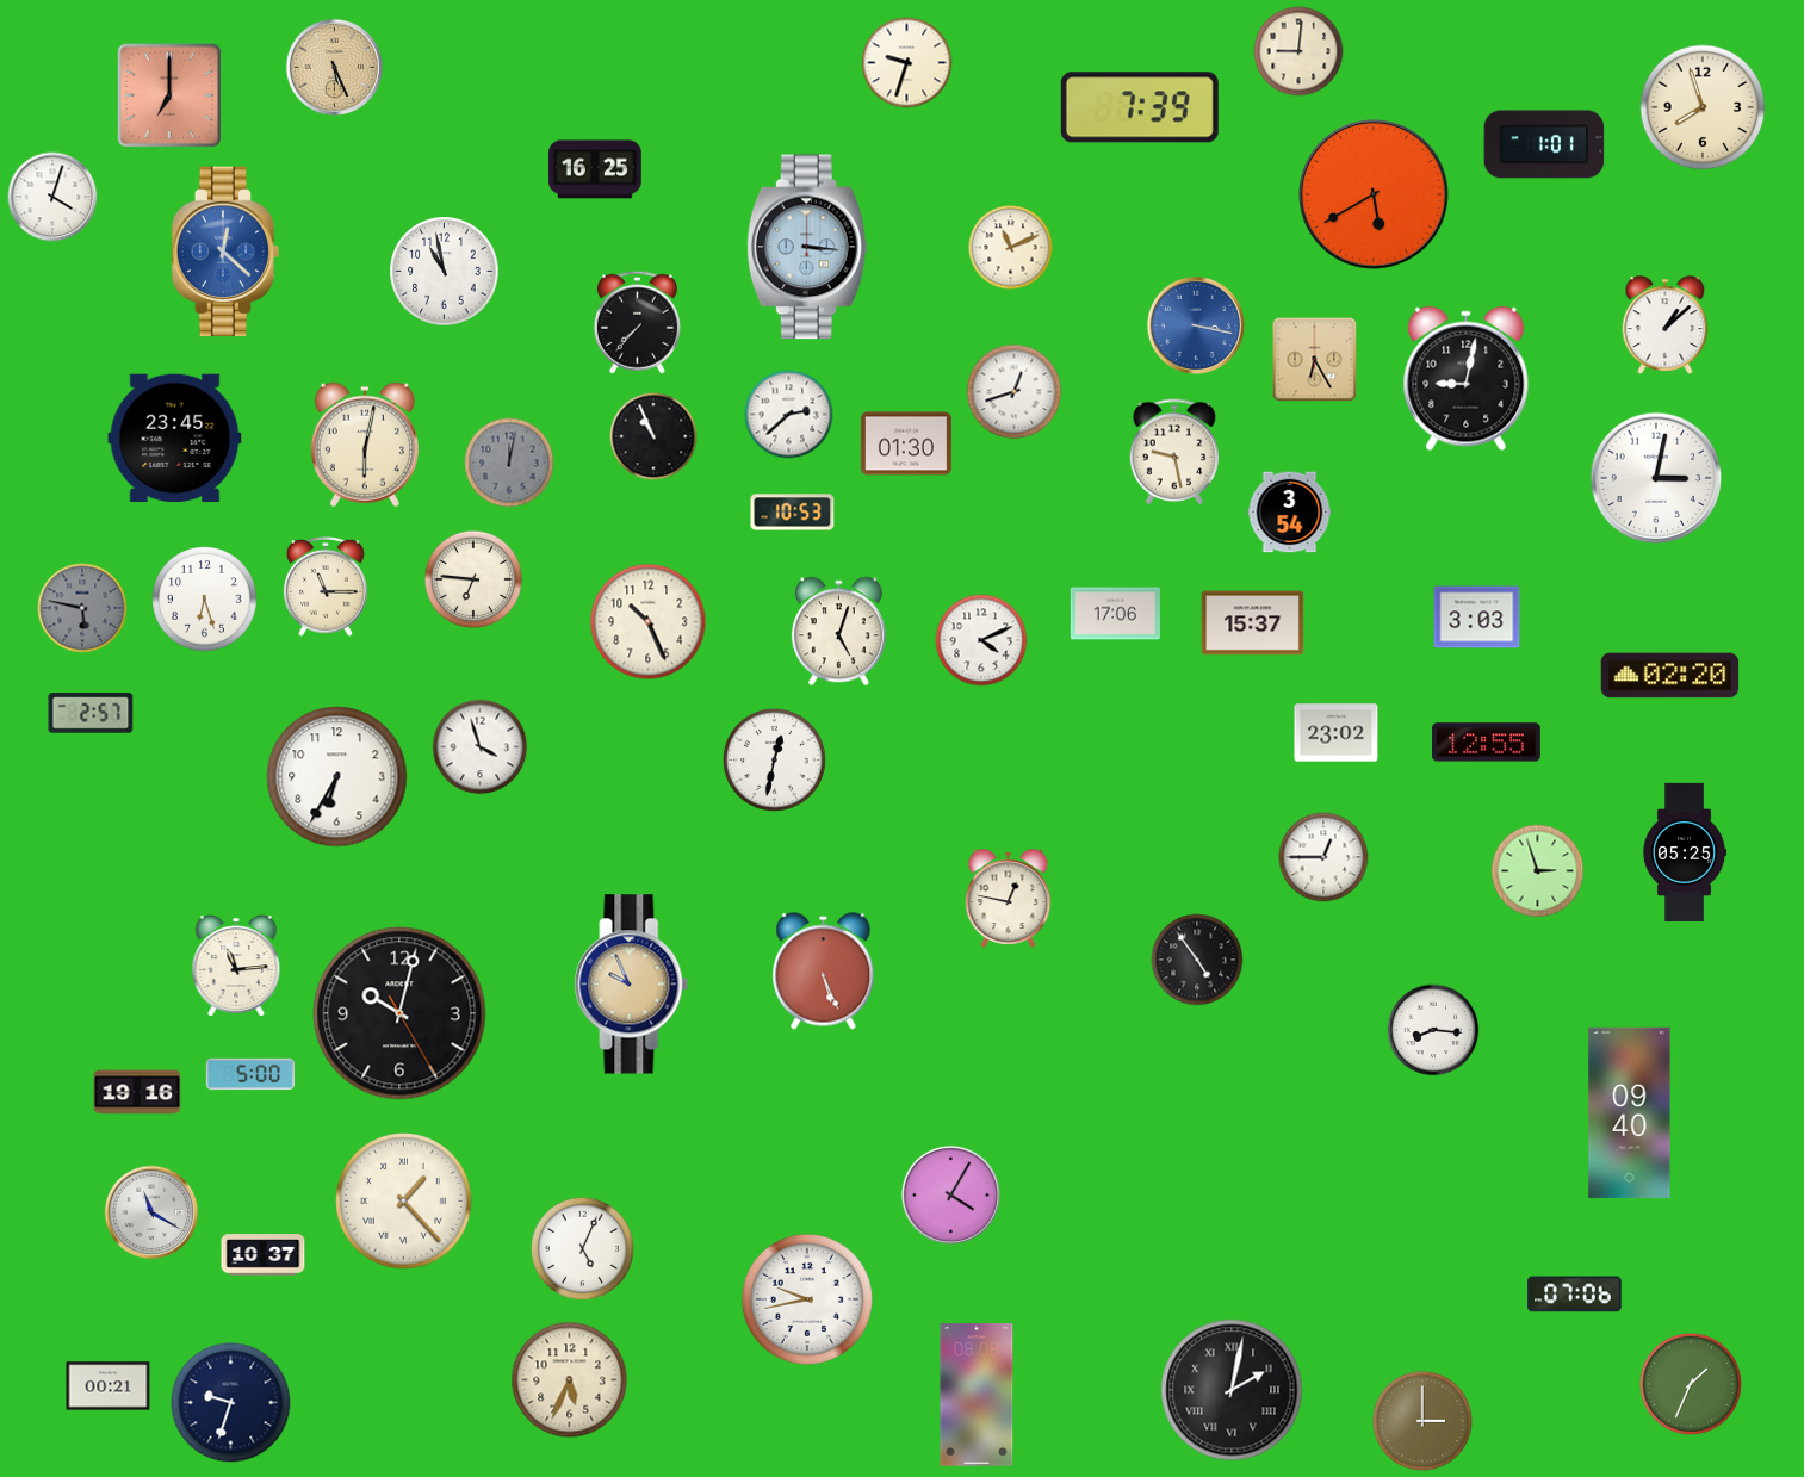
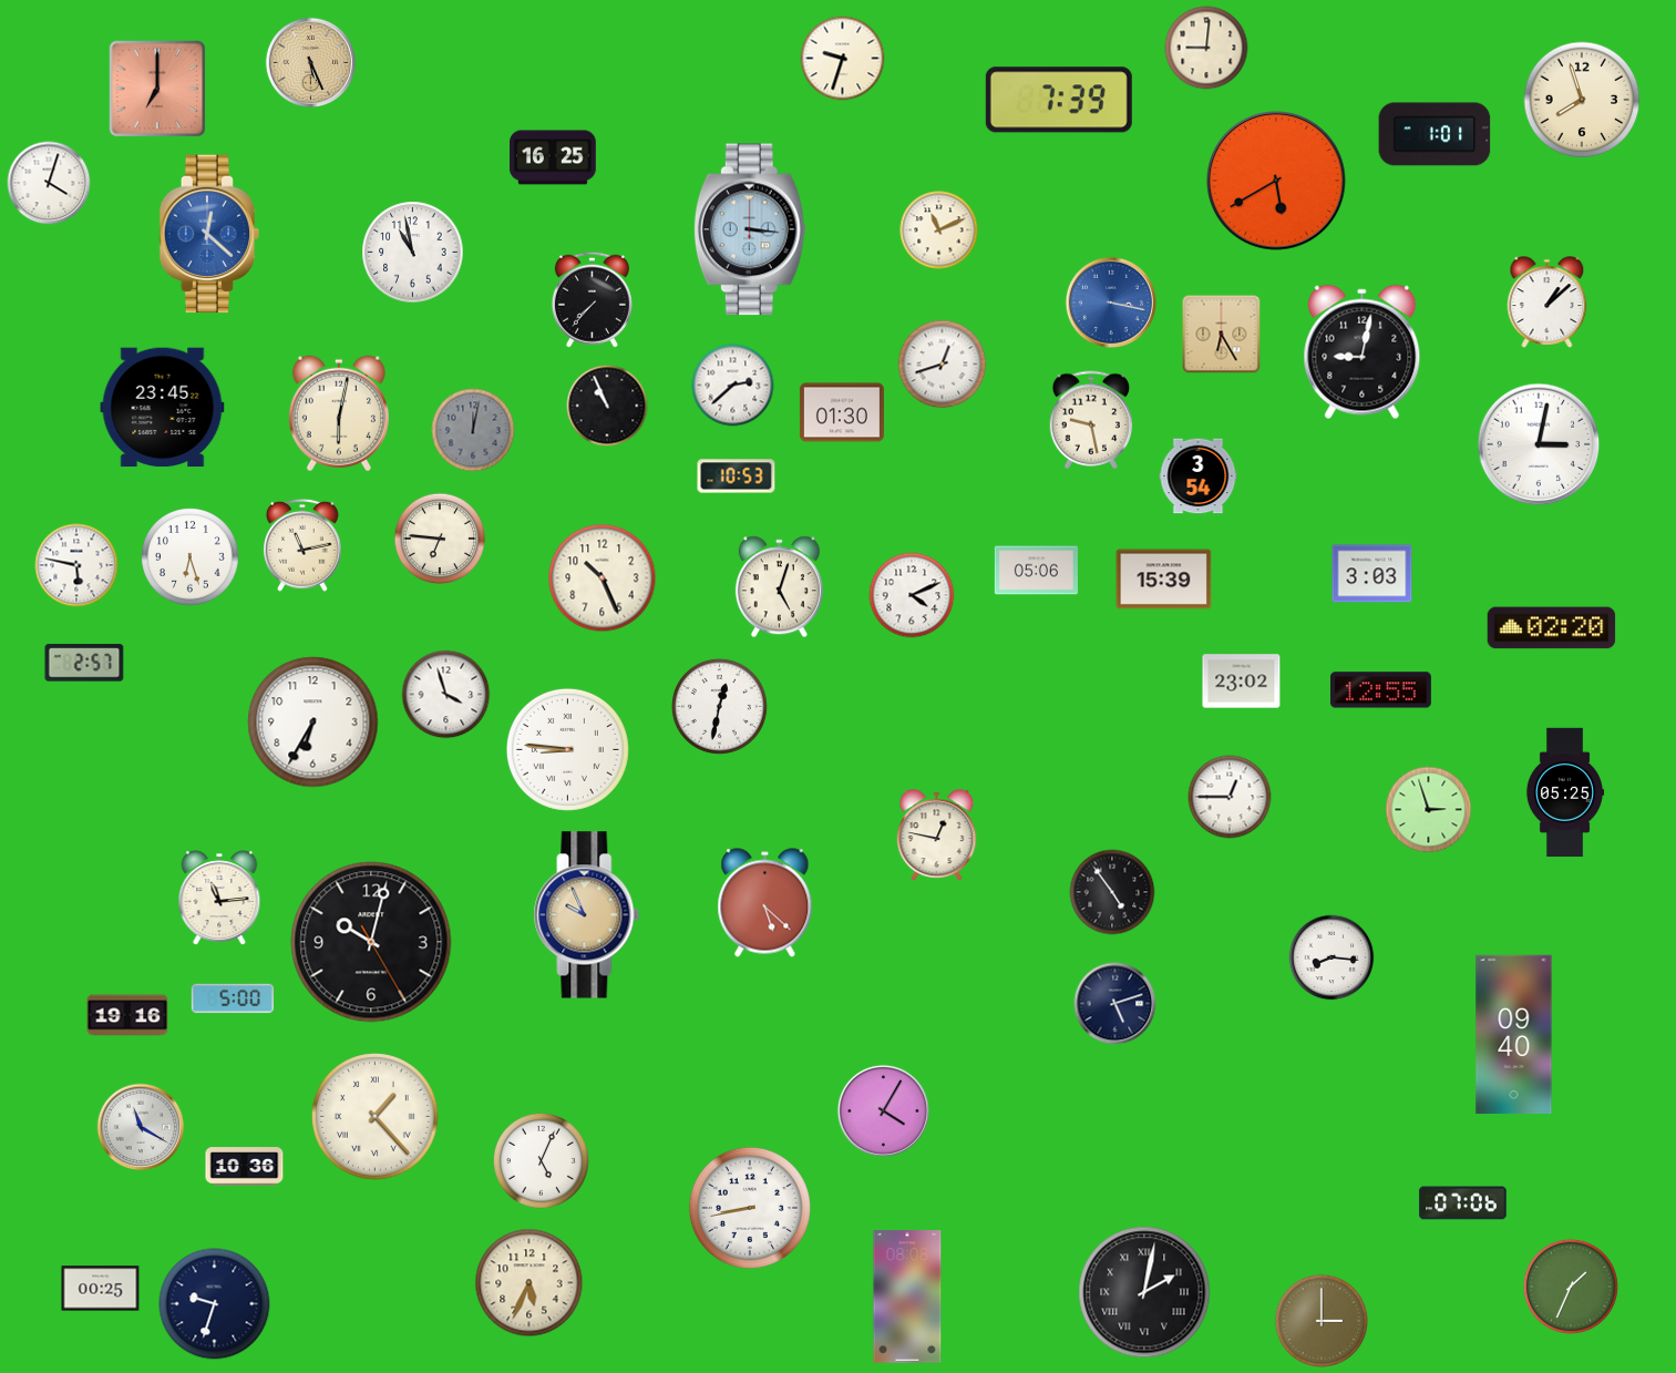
clock at (327, 587): 11:15 -> 11:13
clock at (82, 608) dial: grey -> white
clock at (1115, 614): 17:06 -> 05:06
clock at (1253, 623): 15:37 -> 15:39
clock at (567, 749): none -> 8:46
clock at (824, 972): 5:26 -> 5:22
clock at (1115, 1004): none -> 5:12
clock at (264, 1255): 10:37 -> 10:36
clock at (807, 1299): 9:43 -> 8:43
clock at (109, 1386): 00:21 -> 00:25
